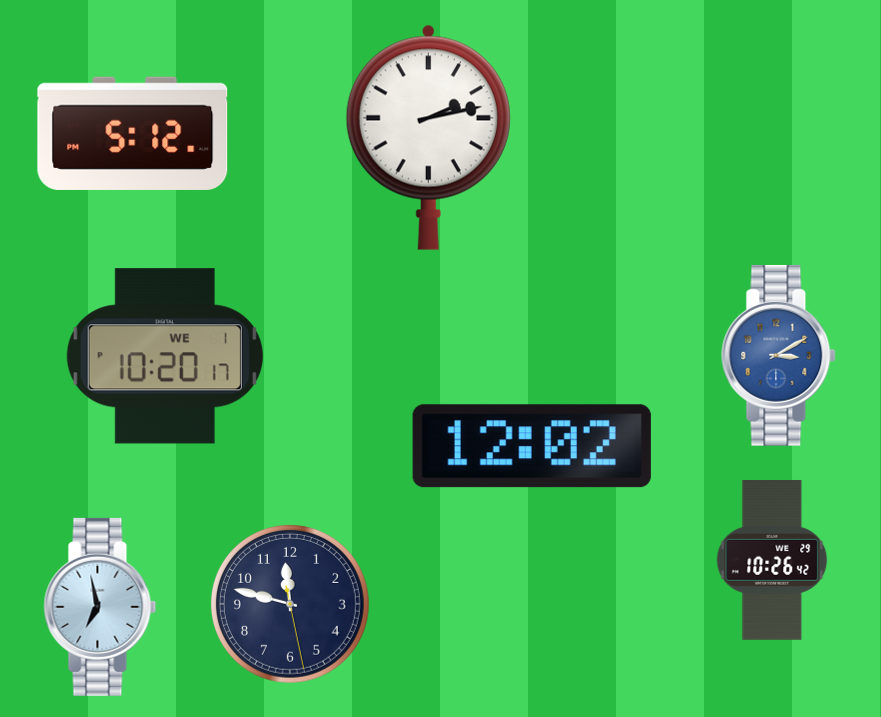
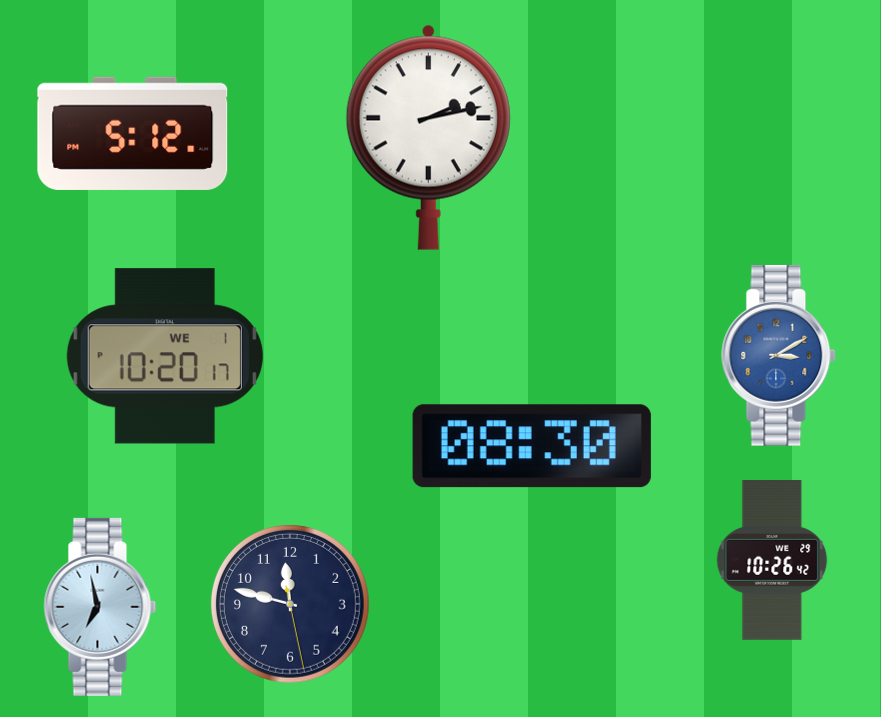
clock at (532, 446): 12:02 -> 08:30
